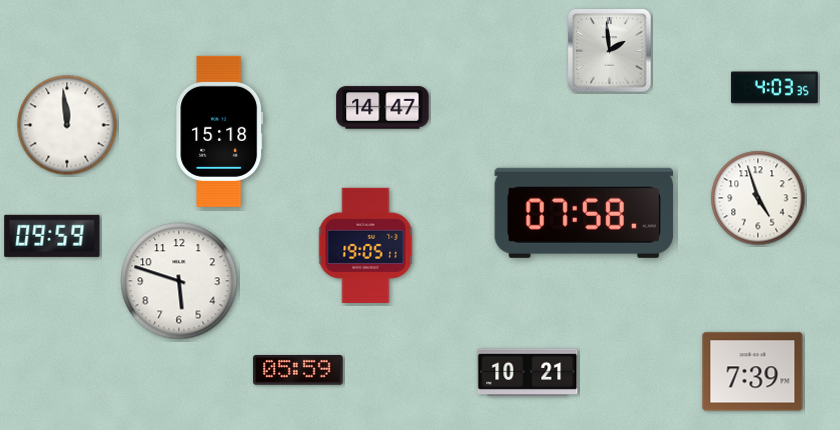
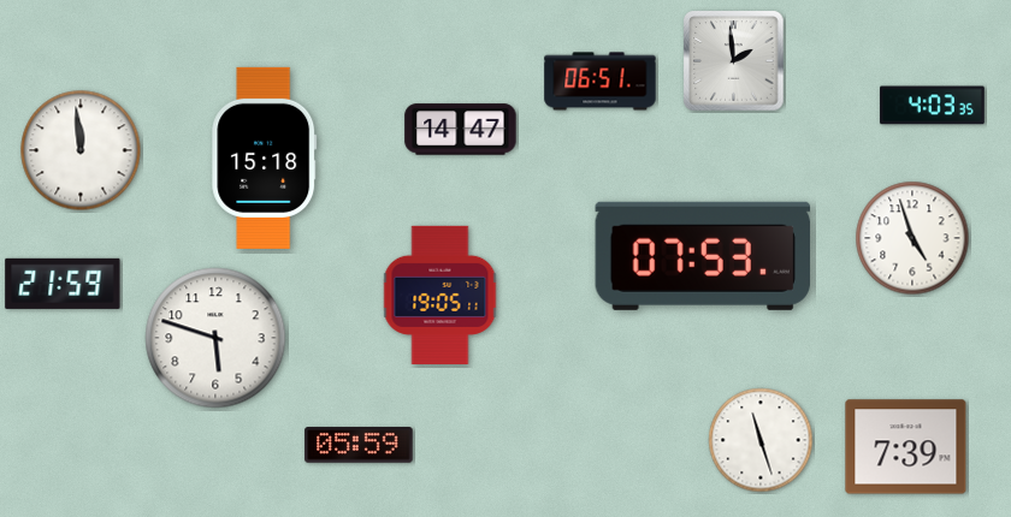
clock at (601, 82): none -> 06:51
clock at (583, 213): 07:58 -> 07:53
clock at (52, 236): 09:59 -> 21:59
clock at (761, 440): none -> 11:27
clock at (528, 373): 10:21 -> none
